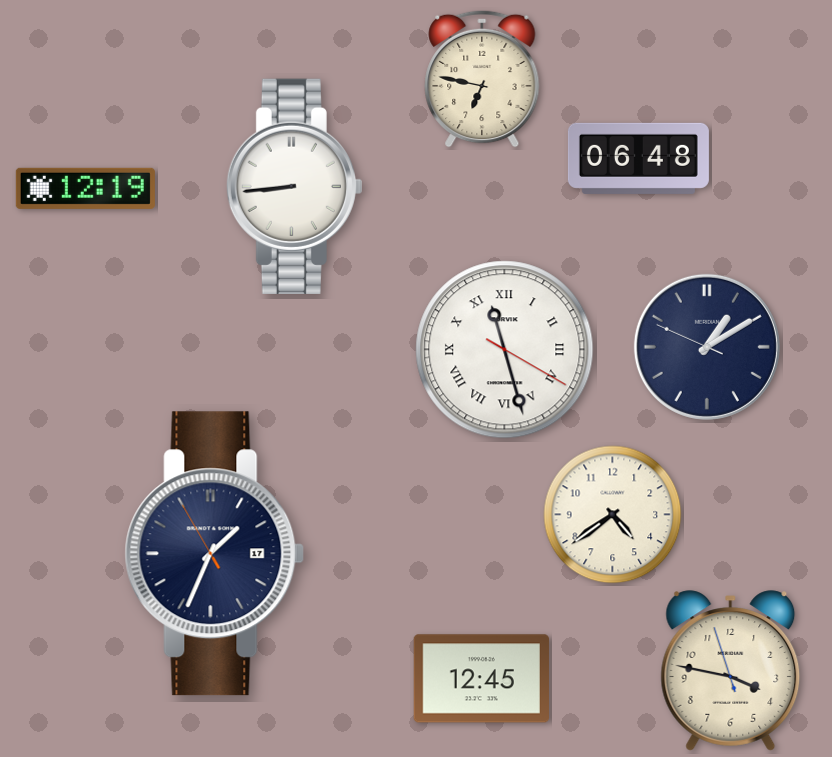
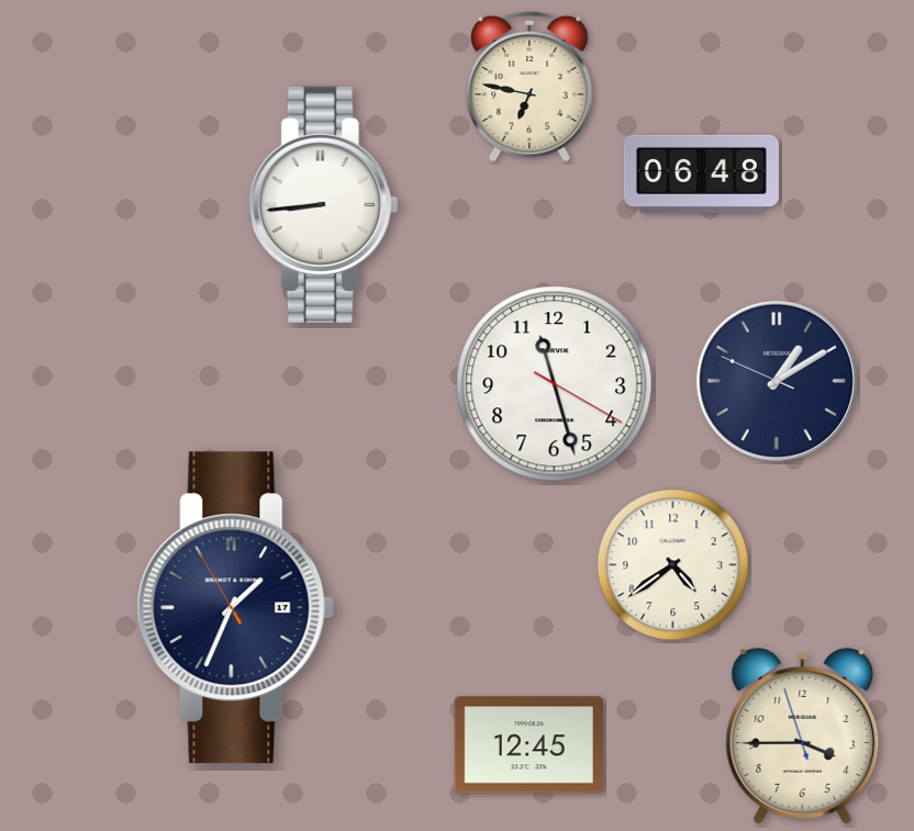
clock at (85, 188): 12:19 -> none
clock at (505, 350) numerals: Roman -> Arabic
clock at (731, 671): 3:46 -> 3:44
